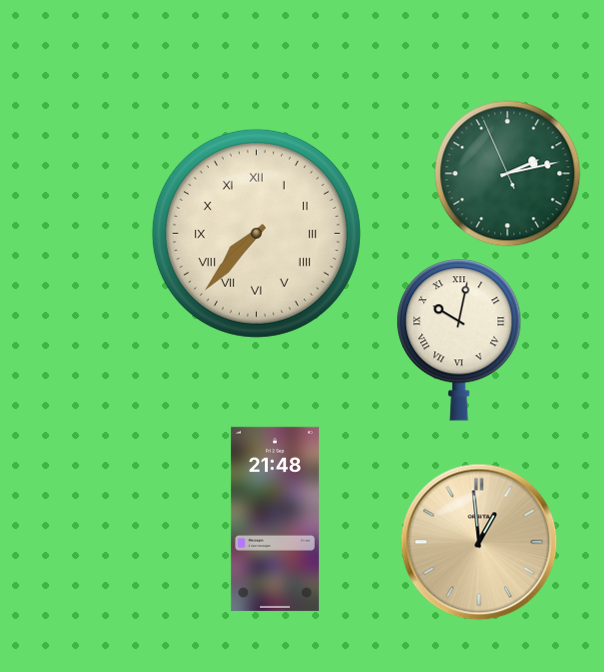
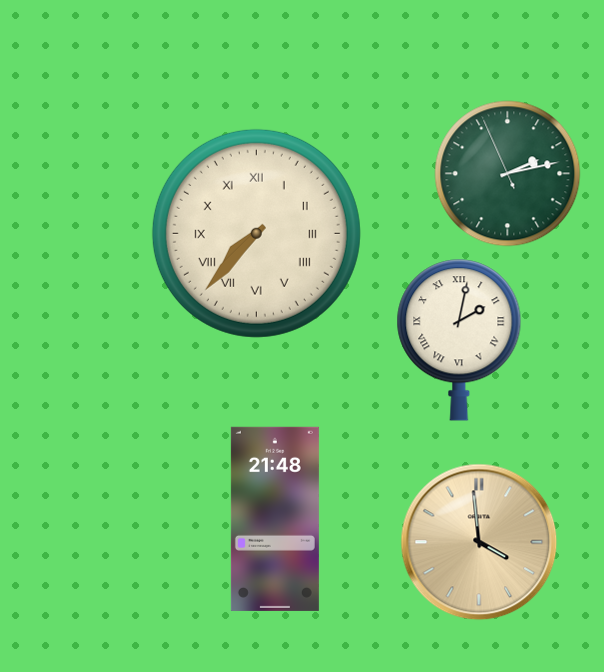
clock at (459, 340): 10:02 -> 2:02
clock at (479, 542): 12:59 -> 3:59
